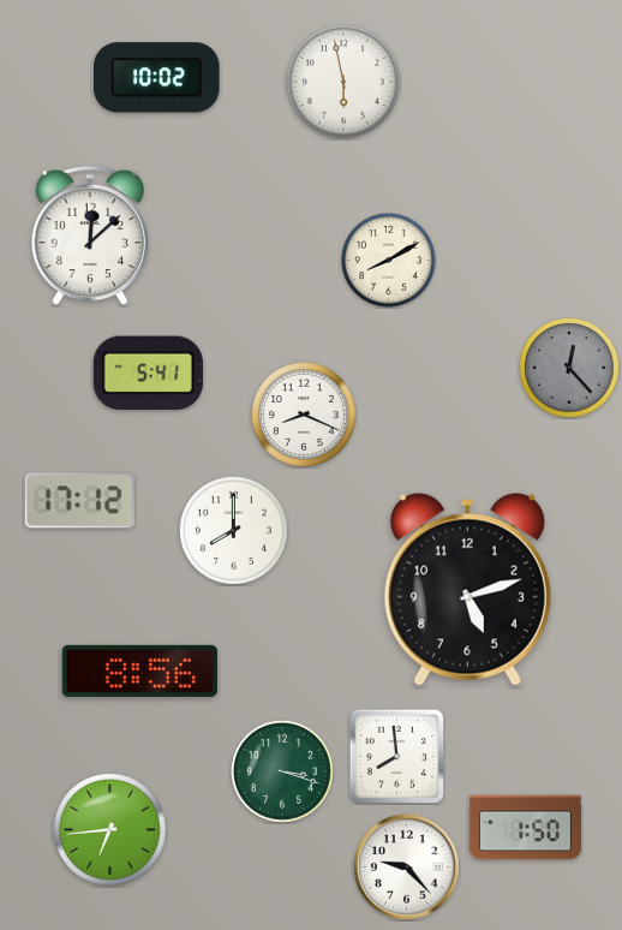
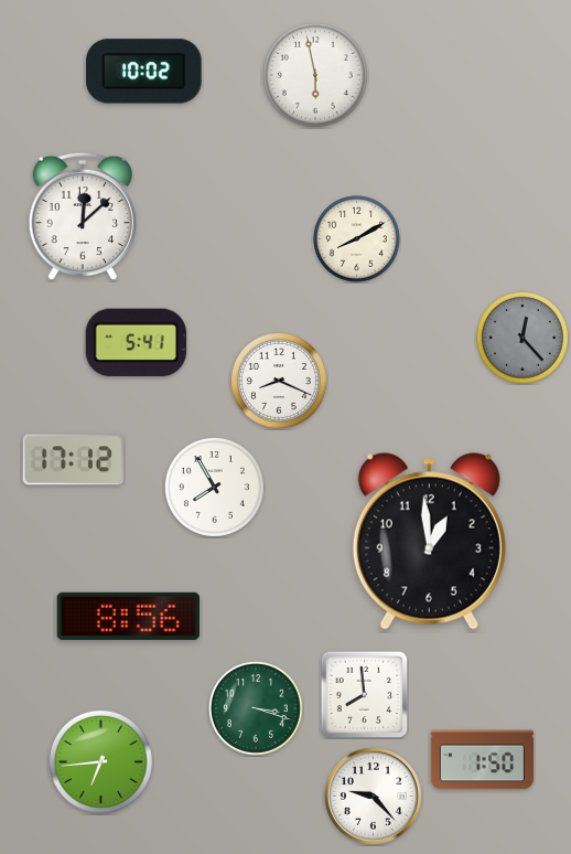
clock at (233, 530): 8:00 -> 7:55
clock at (467, 590): 5:12 -> 12:59
clock at (282, 771) position: (282, 771) -> (256, 708)
